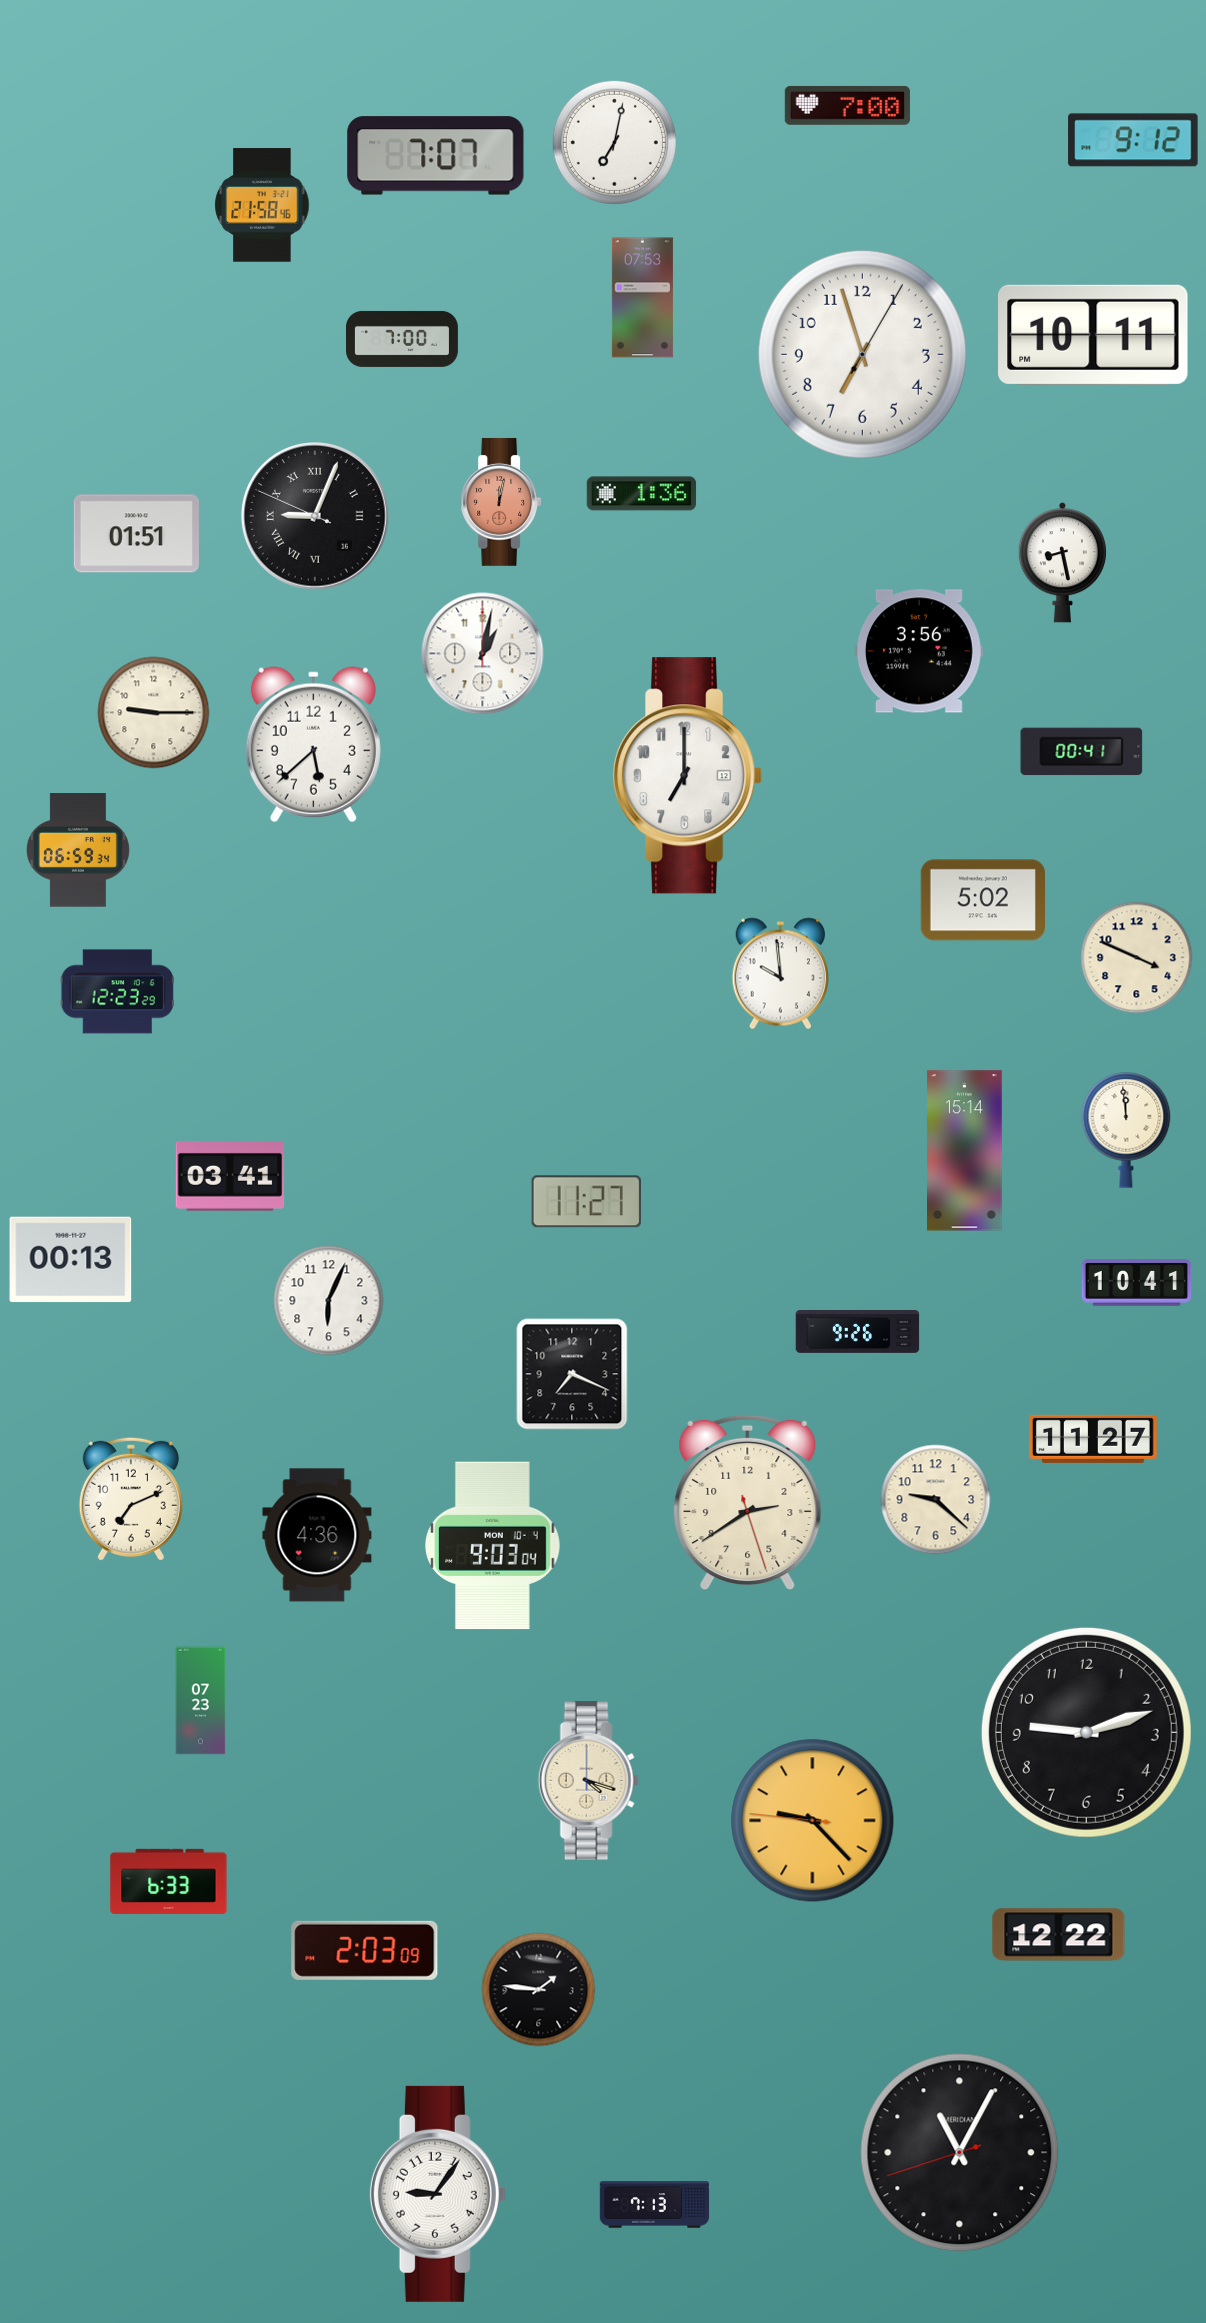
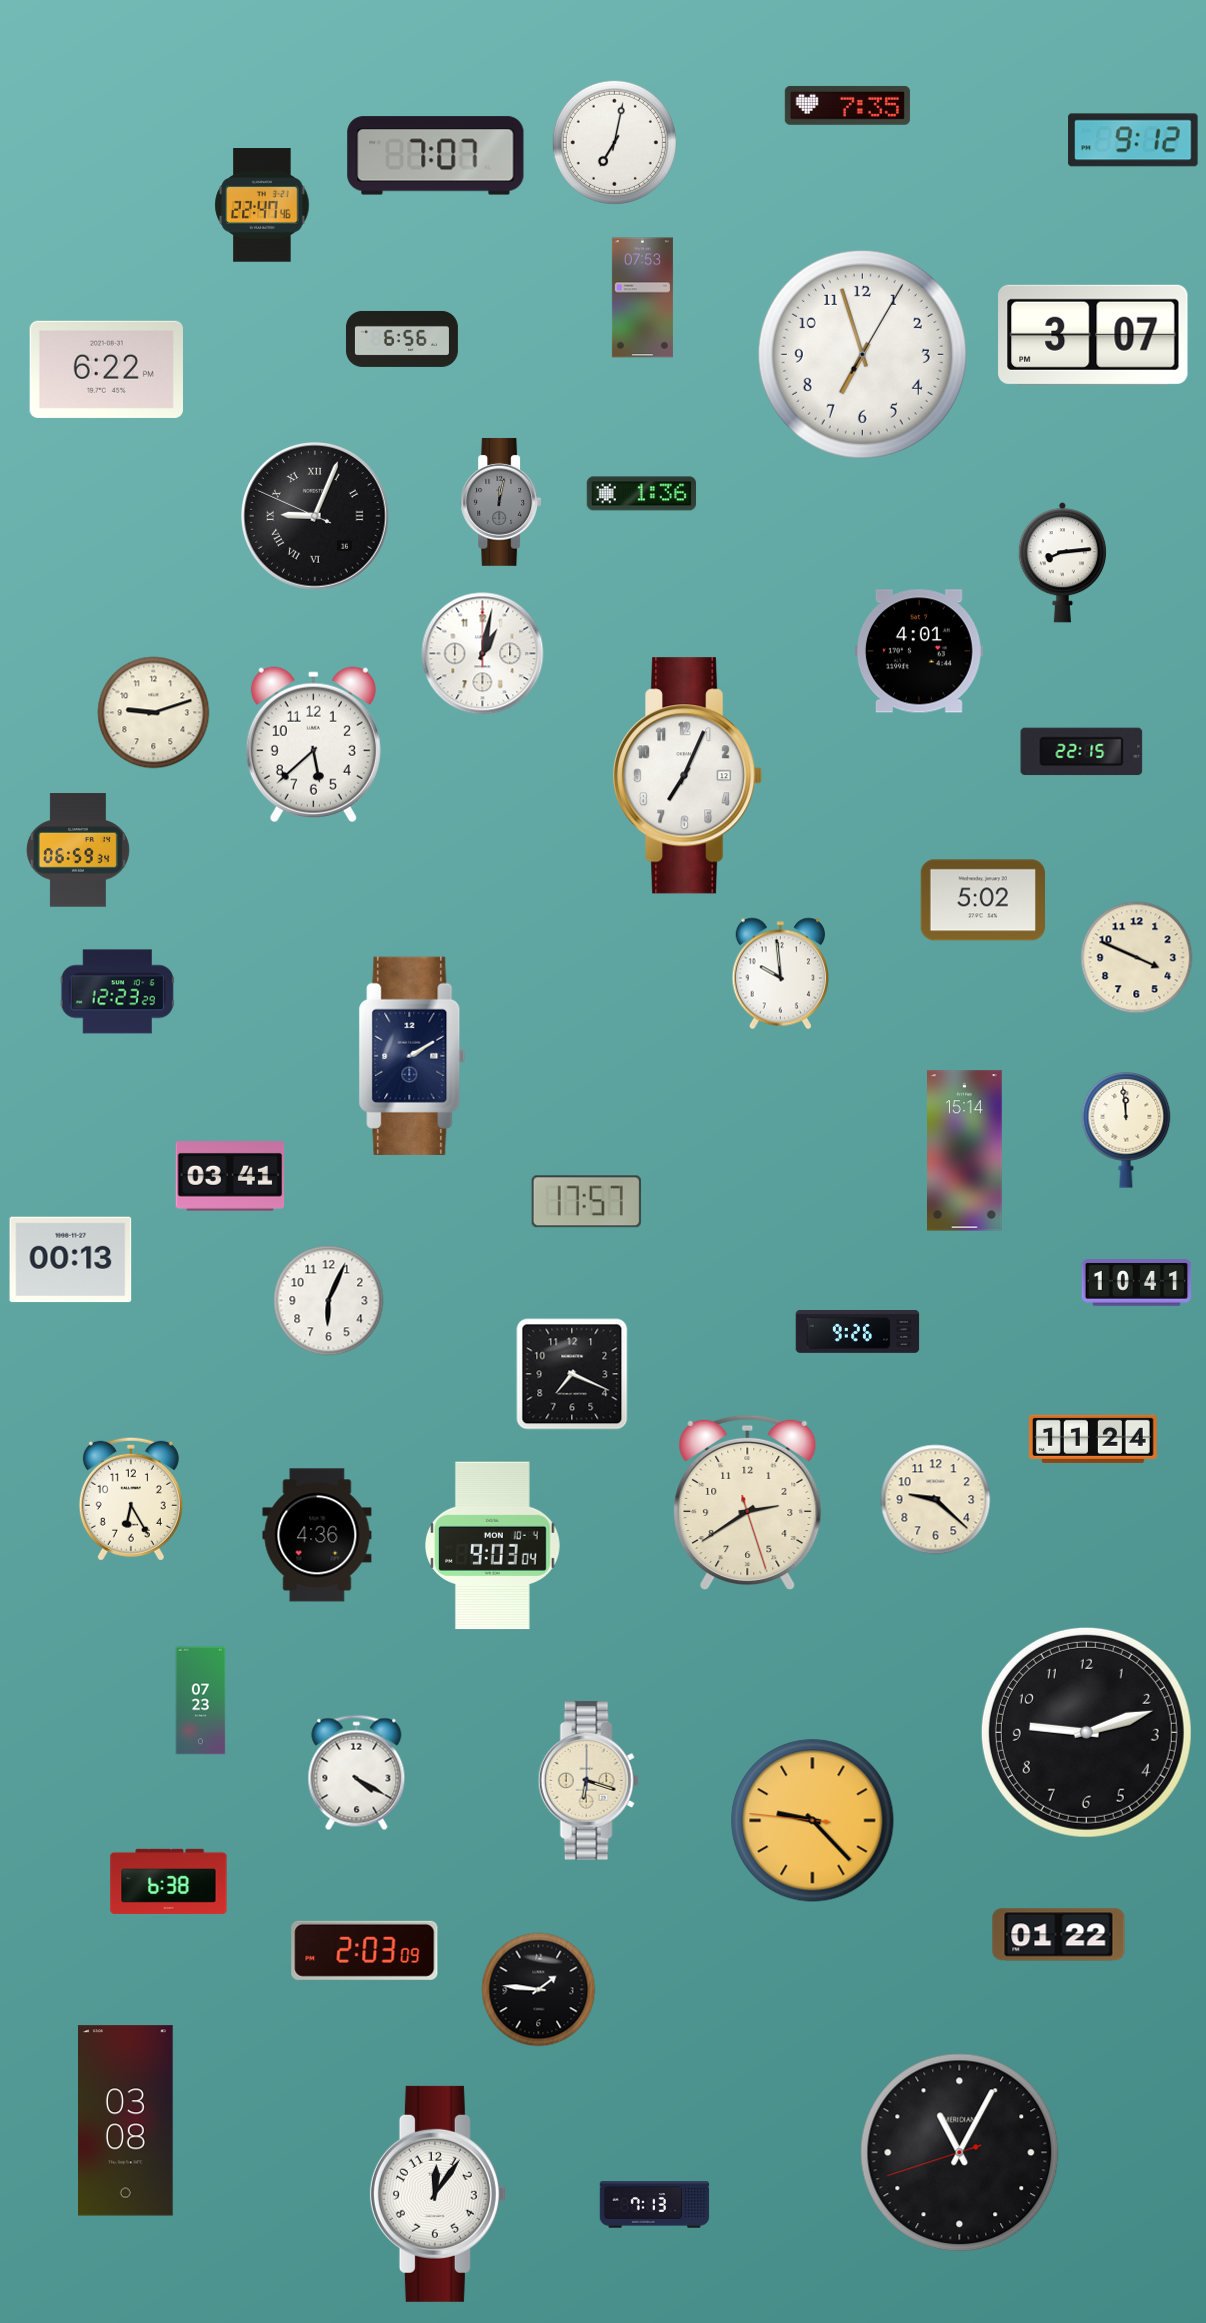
clock at (847, 105): 7:00 -> 7:35
clock at (262, 205): 21:58 -> 22:47
clock at (1093, 335): 10:11 -> 3:07
clock at (402, 339): 7:00 -> 6:56
clock at (106, 369): none -> 6:22
clock at (501, 502) dial: salmon -> grey
clock at (136, 534): 01:51 -> none
clock at (1062, 563): 8:28 -> 8:14
clock at (919, 651): 3:56 -> 4:01
clock at (154, 713): 9:15 -> 9:12
clock at (1082, 752): 00:41 -> 22:15
clock at (688, 776): 7:00 -> 7:04
clock at (412, 1056): none -> 2:10
clock at (586, 1202): 11:27 -> 17:57
clock at (1094, 1439): 11:27 -> 11:24
clock at (131, 1499): 7:11 -> 6:25
clock at (357, 1773): none -> 4:20
clock at (588, 1781): 4:18 -> 6:18
clock at (169, 1881): 6:33 -> 6:38
clock at (1059, 1935): 12:22 -> 01:22
clock at (126, 2121): none -> 03:08
clock at (438, 2194): 9:06 -> 12:06
